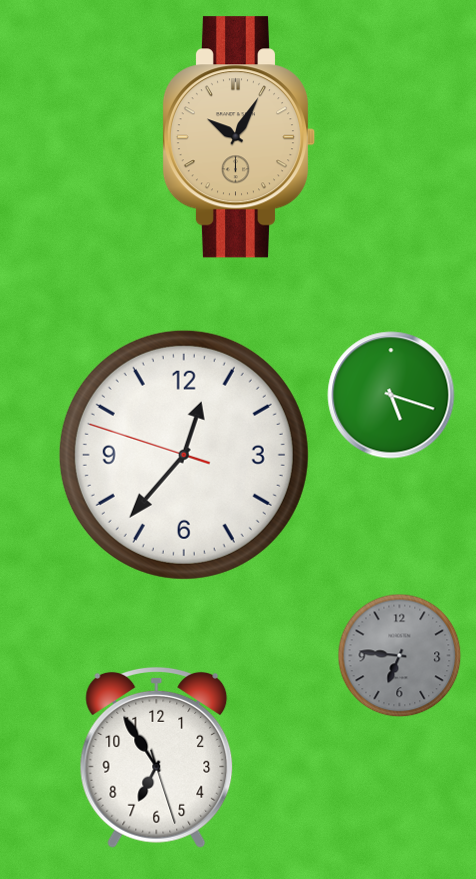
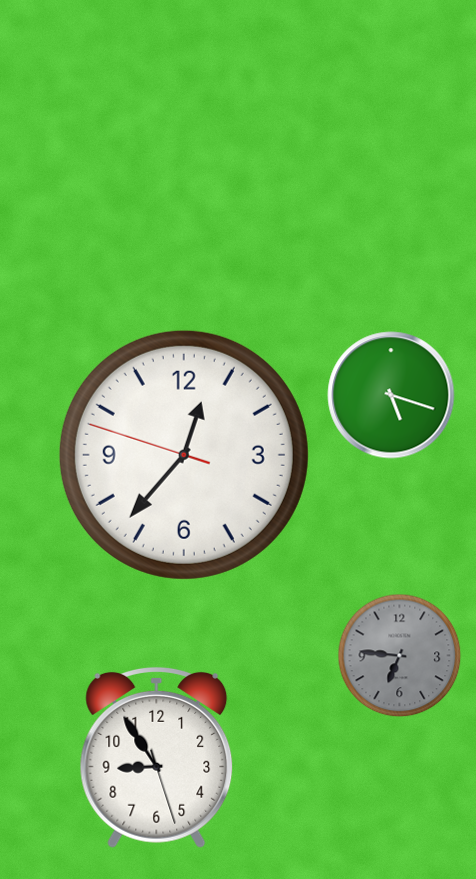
clock at (239, 137): 10:05 -> none
clock at (157, 757): 6:54 -> 8:54
